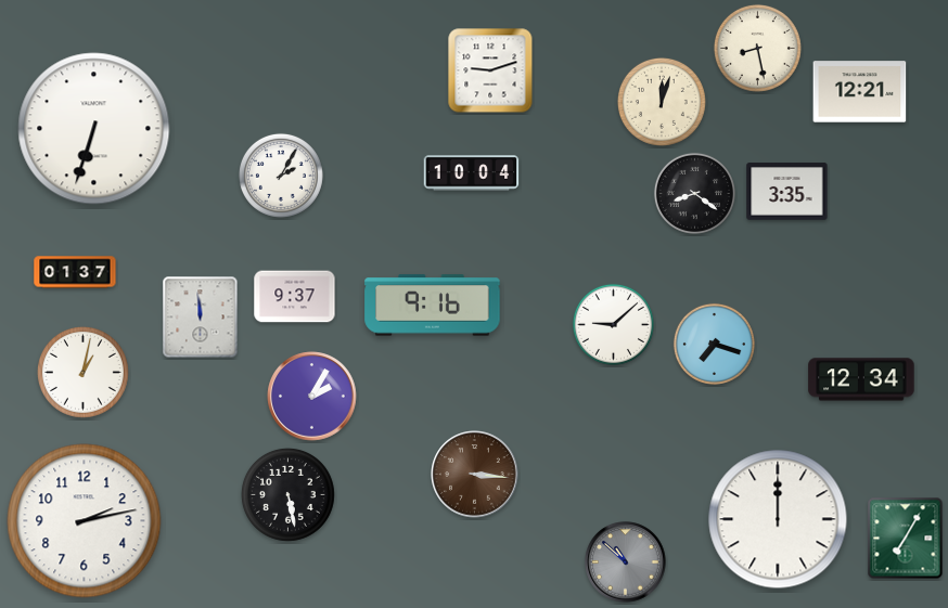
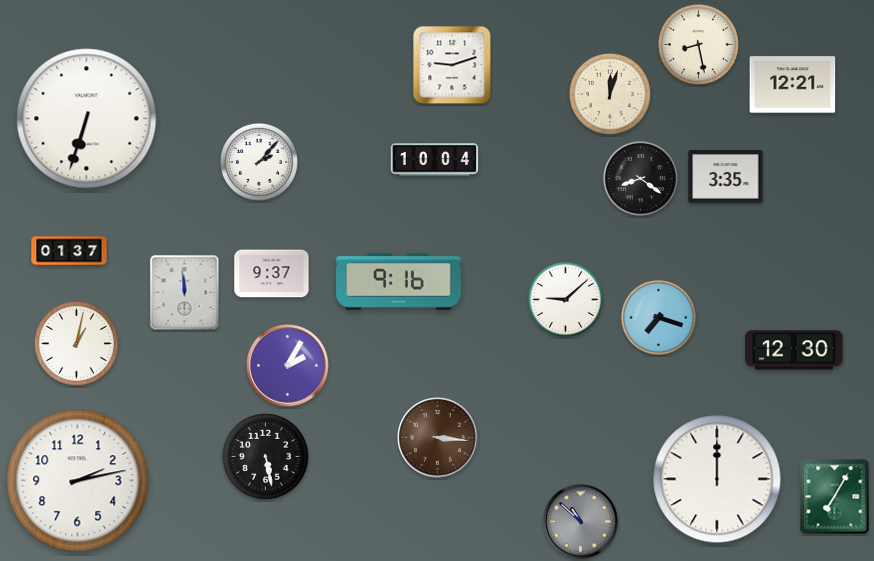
clock at (281, 176): 2:05 -> 2:07
clock at (861, 379): 12:34 -> 12:30
clock at (626, 562) position: (626, 562) -> (581, 522)
